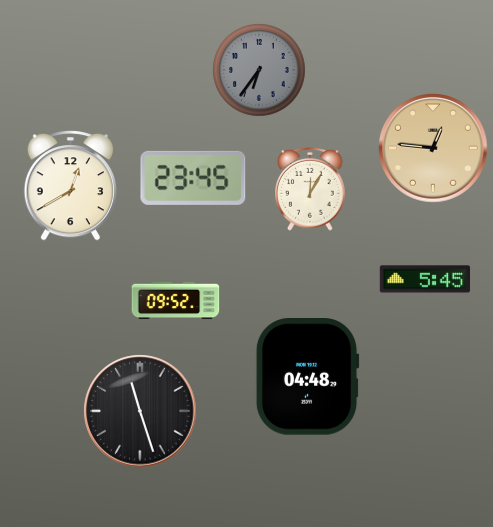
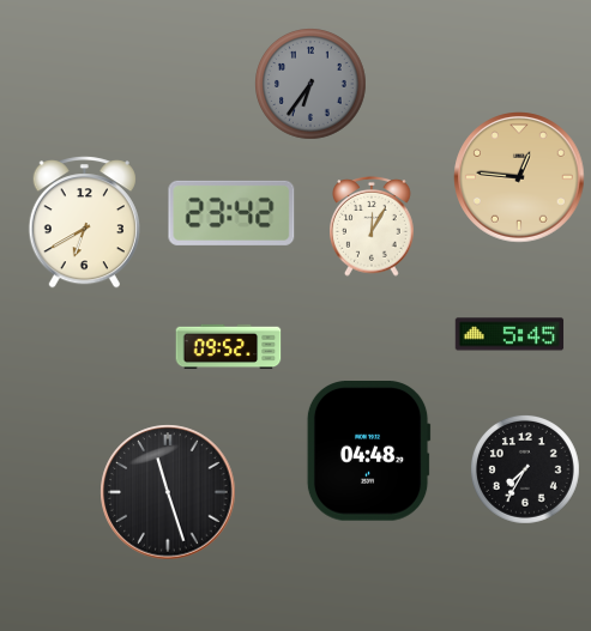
clock at (193, 178): 23:45 -> 23:42
clock at (70, 186): 12:40 -> 6:40
clock at (176, 301) position: (176, 301) -> (229, 347)
clock at (526, 471): none -> 7:35
